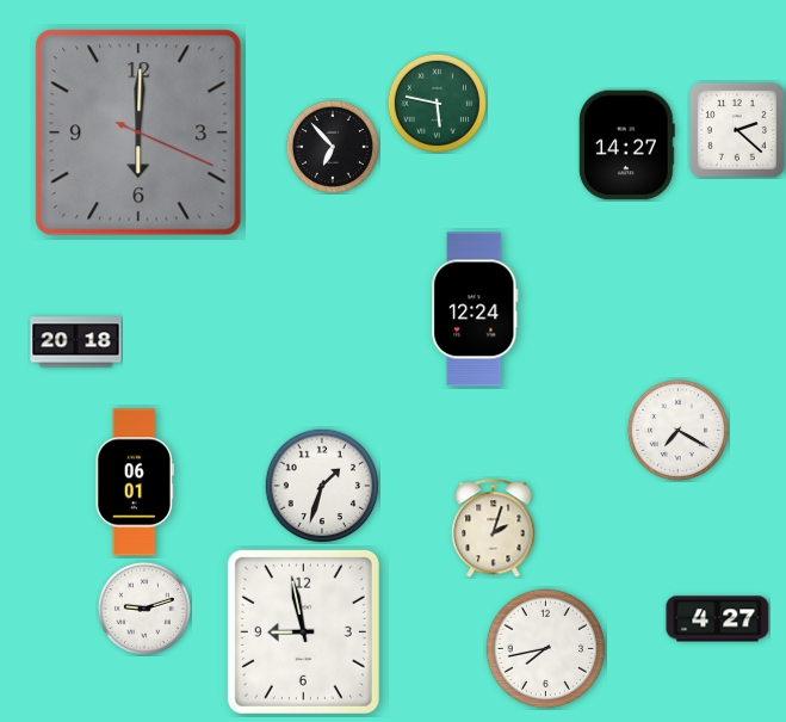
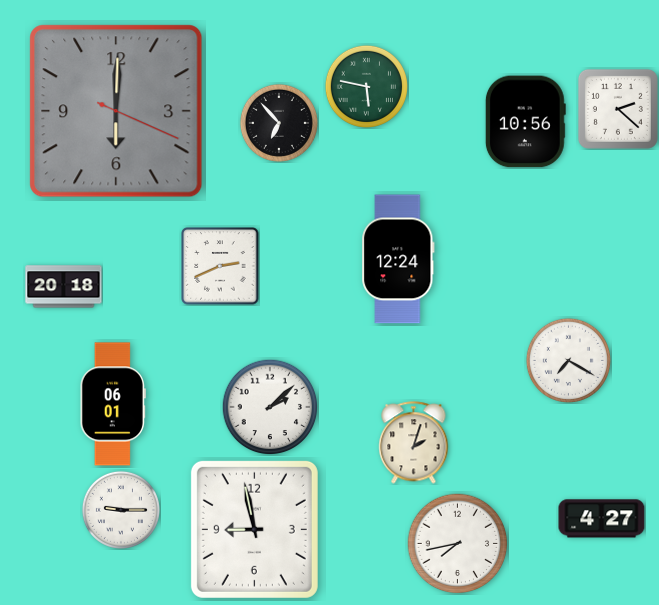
clock at (626, 146): 14:27 -> 10:56
clock at (220, 266): none -> 2:41
clock at (322, 486): 1:33 -> 2:08
clock at (144, 609): 9:12 -> 9:15
